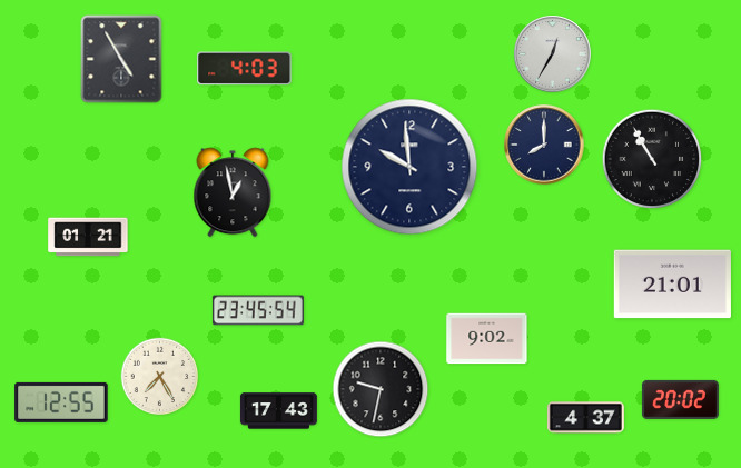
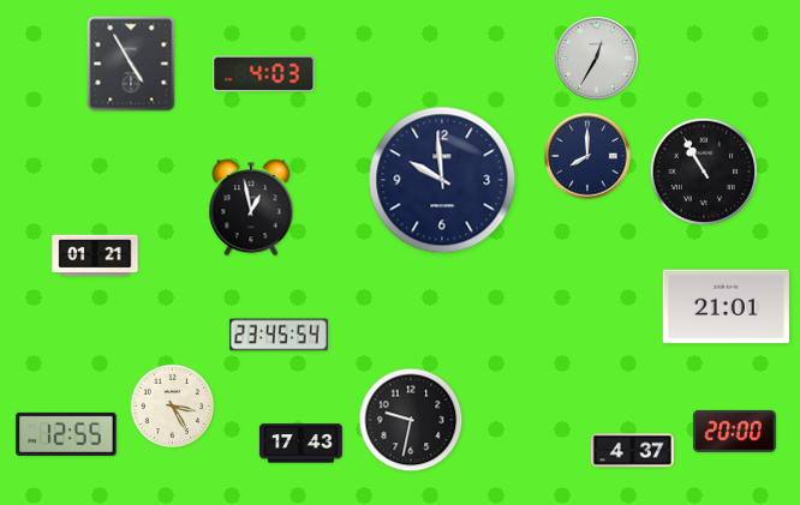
clock at (487, 339): 9:02 -> none
clock at (160, 377): 7:25 -> 3:25
clock at (680, 399): 20:02 -> 20:00
